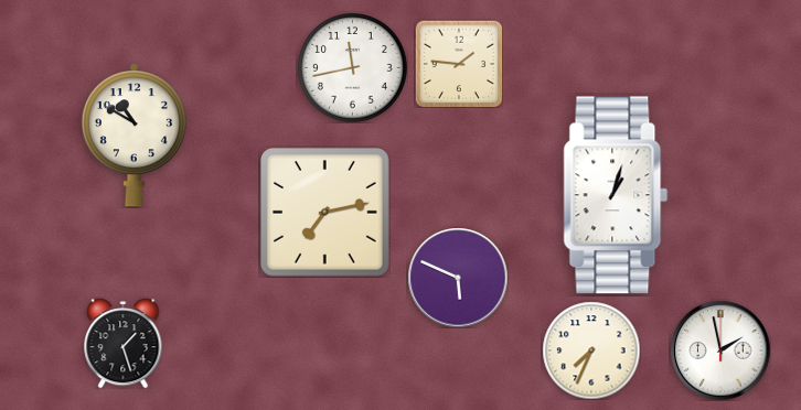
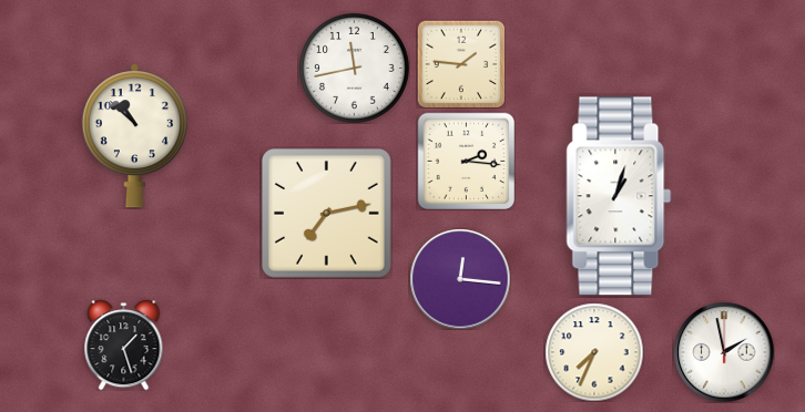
clock at (133, 136): 10:50 -> 10:52
clock at (466, 161): none -> 2:16
clock at (458, 278): 5:49 -> 12:16
